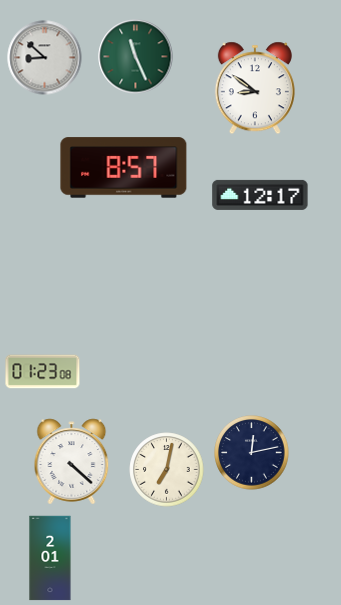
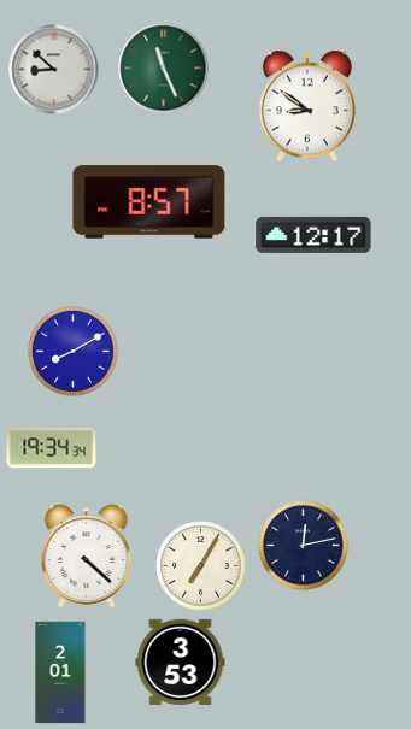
clock at (74, 352): none -> 8:10
clock at (43, 372): 01:23 -> 19:34
clock at (167, 470): 7:02 -> 7:05
clock at (181, 662): none -> 3:53
